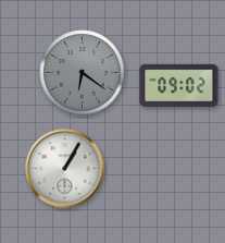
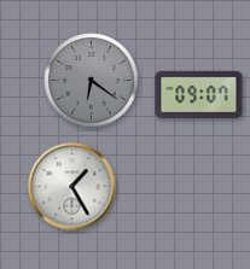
clock at (179, 85): 09:02 -> 09:07
clock at (65, 169): 1:05 -> 1:25
